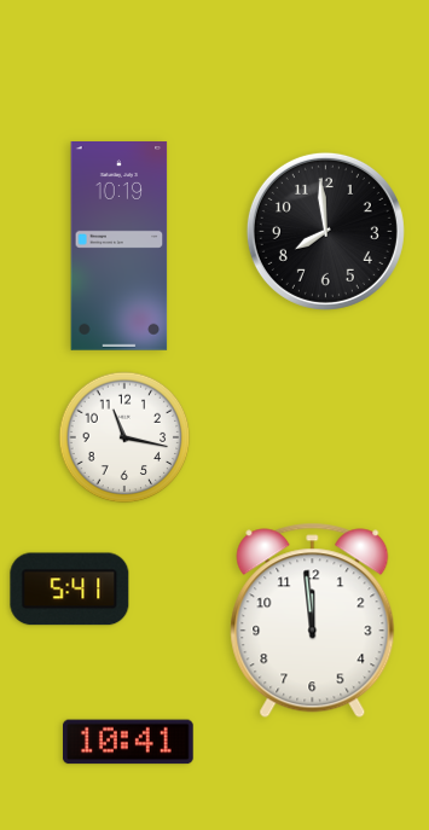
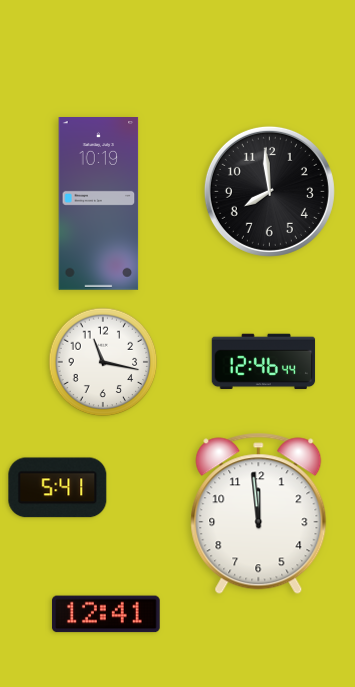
clock at (264, 362): none -> 12:46
clock at (129, 742): 10:41 -> 12:41
